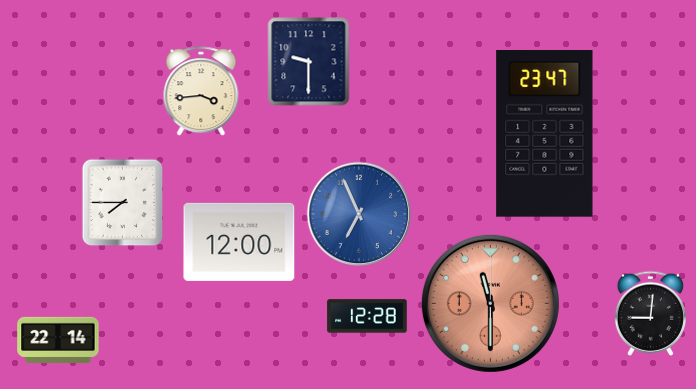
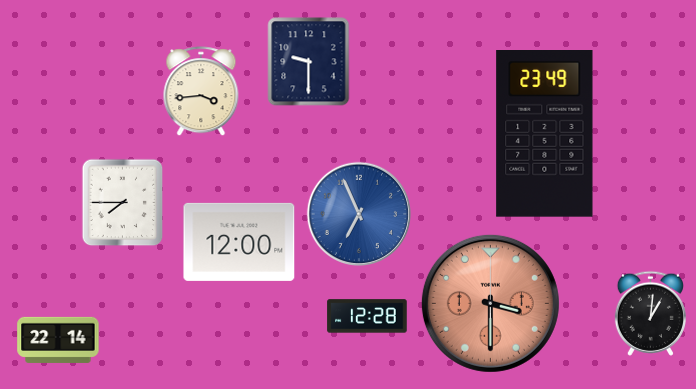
clock at (545, 134): 23:47 -> 23:49
clock at (490, 303): 11:30 -> 3:30
clock at (650, 313): 9:01 -> 1:01
